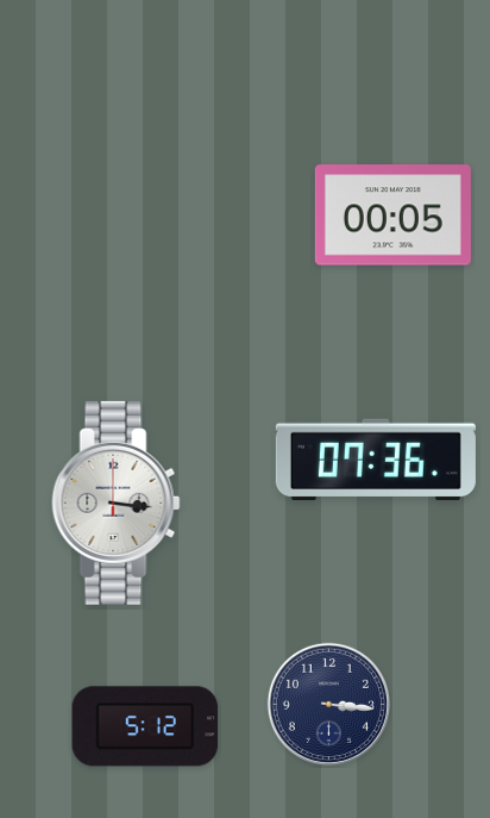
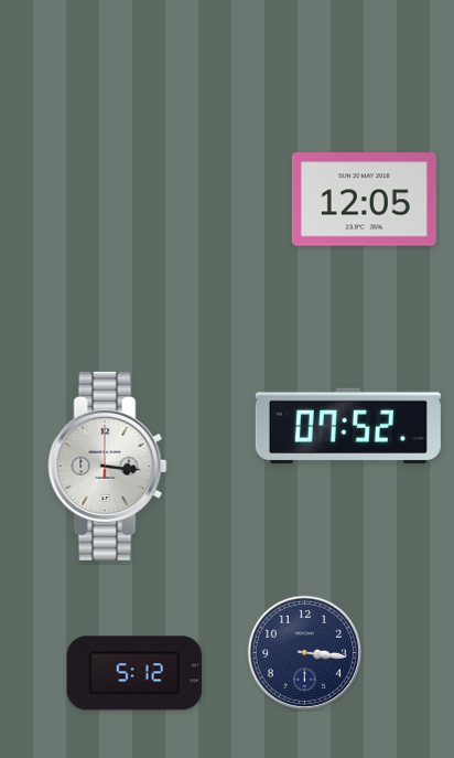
clock at (392, 216): 00:05 -> 12:05
clock at (376, 458): 07:36 -> 07:52
